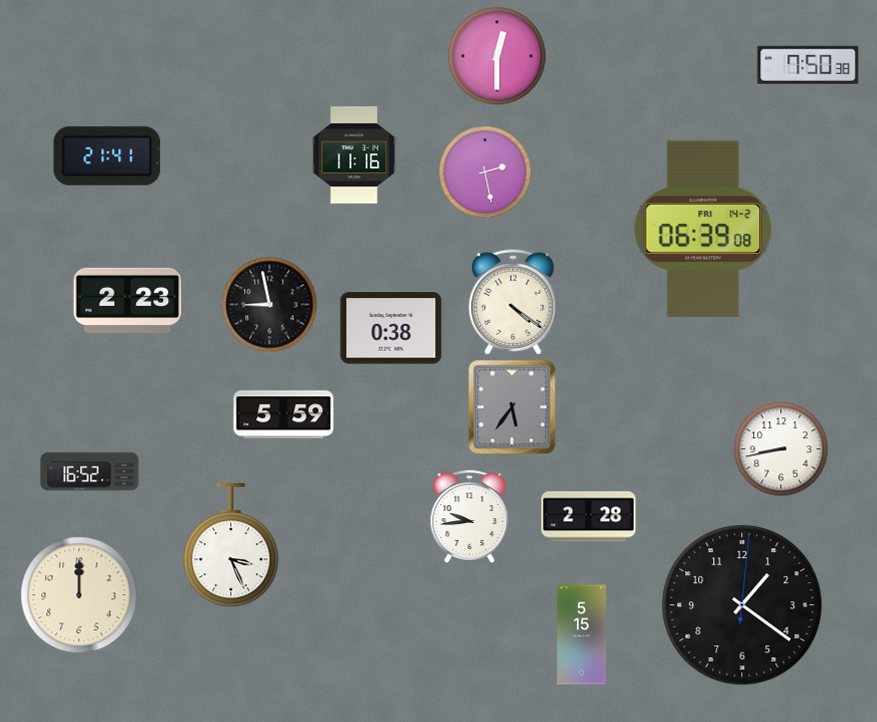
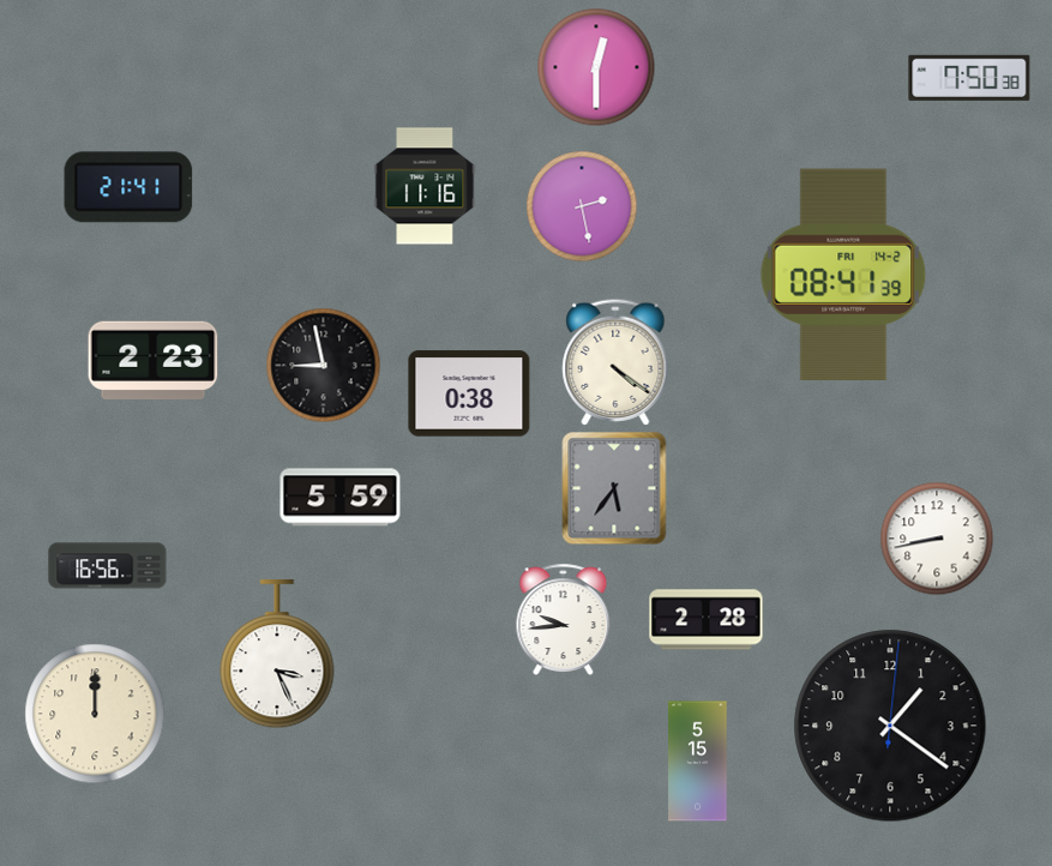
clock at (703, 228): 06:39 -> 08:41
clock at (90, 472): 16:52 -> 16:56
